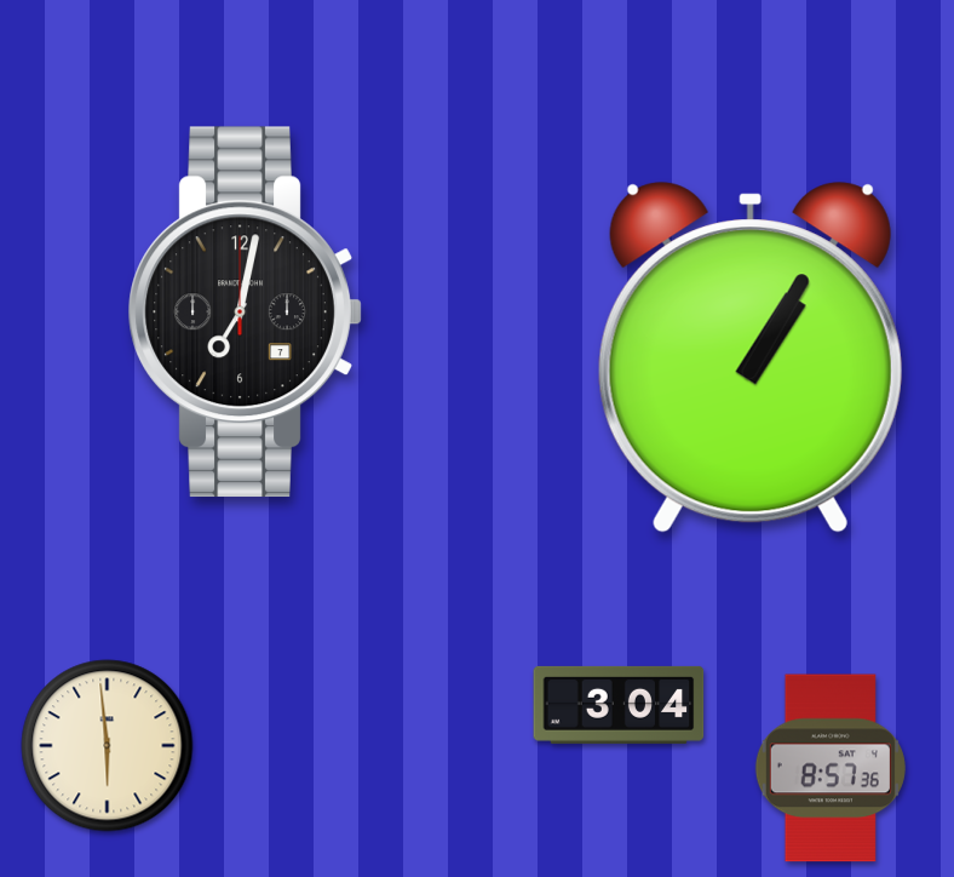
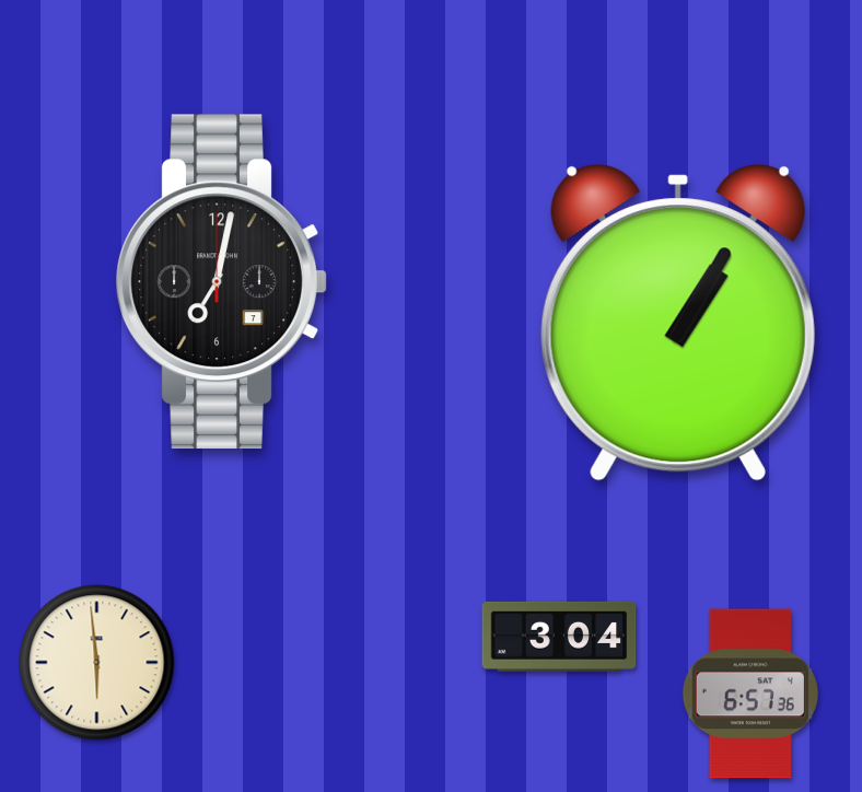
clock at (108, 746) position: (108, 746) -> (97, 663)
clock at (831, 768): 8:57 -> 6:57
